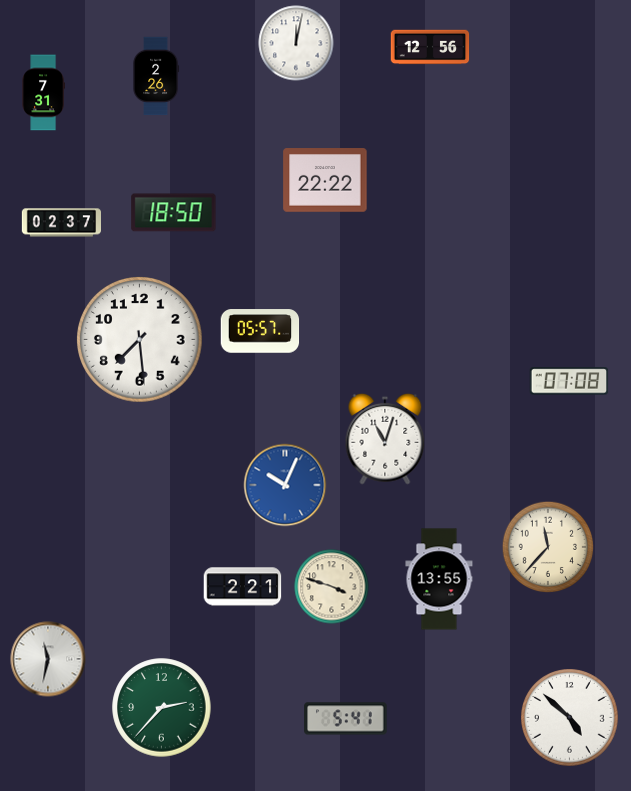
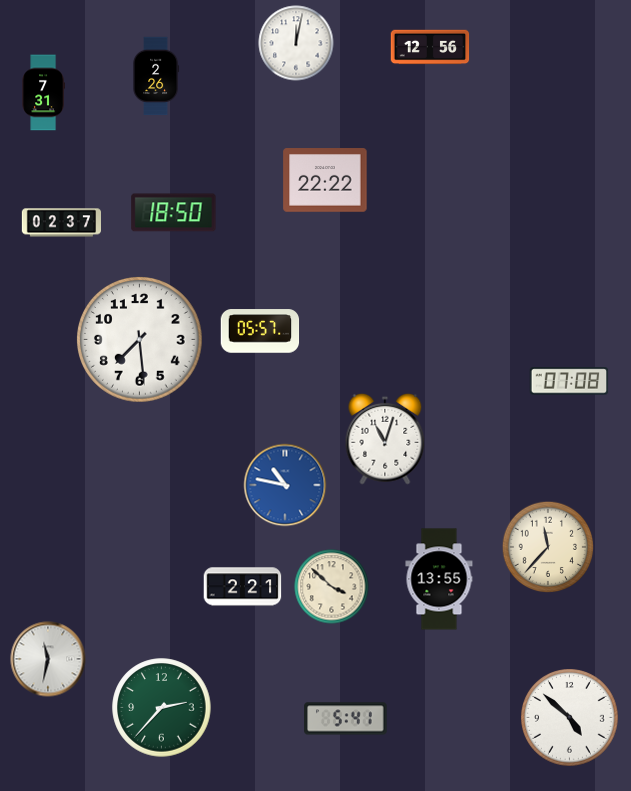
clock at (285, 485): 10:04 -> 10:47
clock at (332, 587): 3:48 -> 3:52
